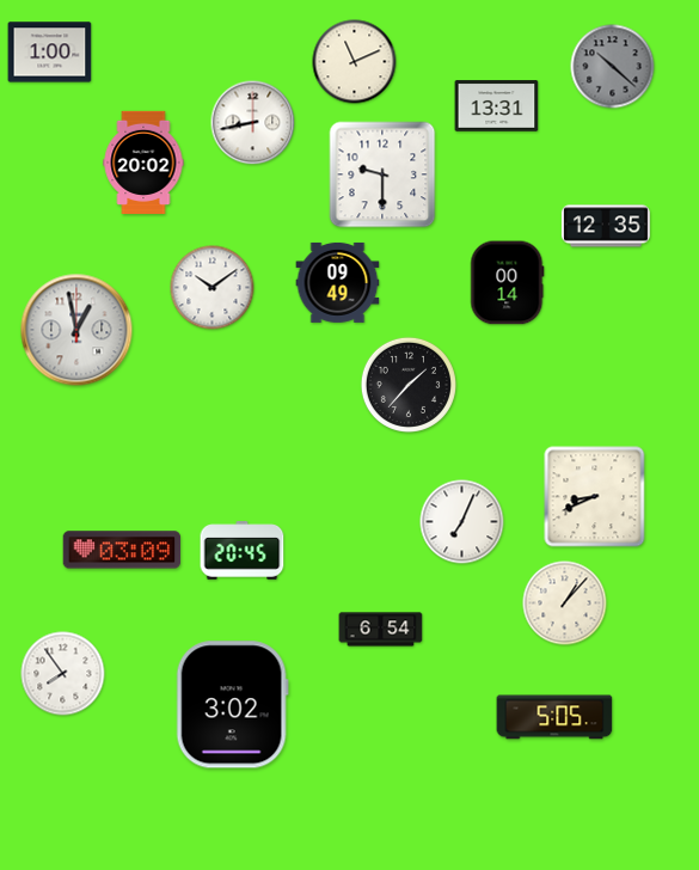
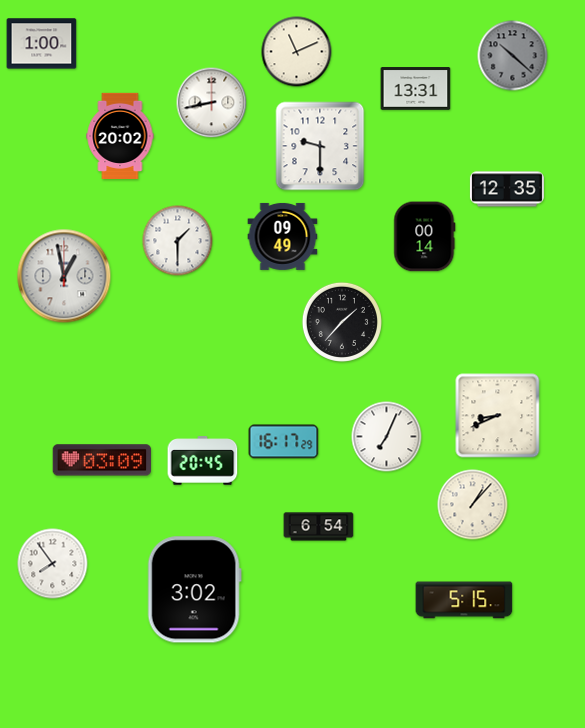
clock at (213, 288): 10:09 -> 1:30
clock at (284, 442): none -> 16:17
clock at (554, 717): 5:05 -> 5:15
